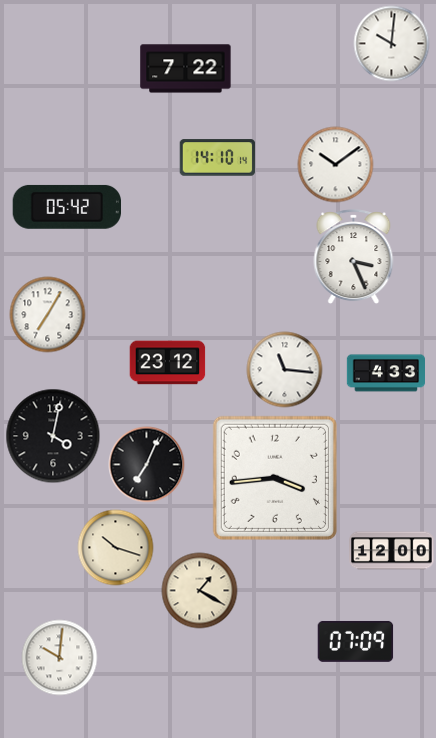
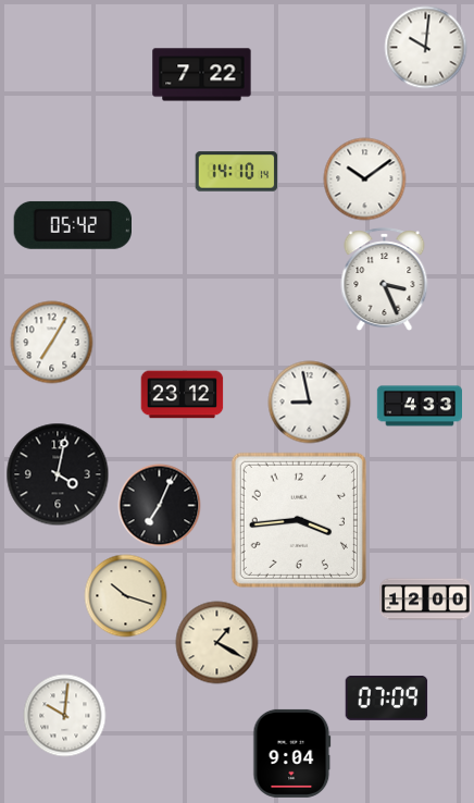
clock at (285, 370): 11:16 -> 8:58
clock at (292, 753): none -> 9:04
